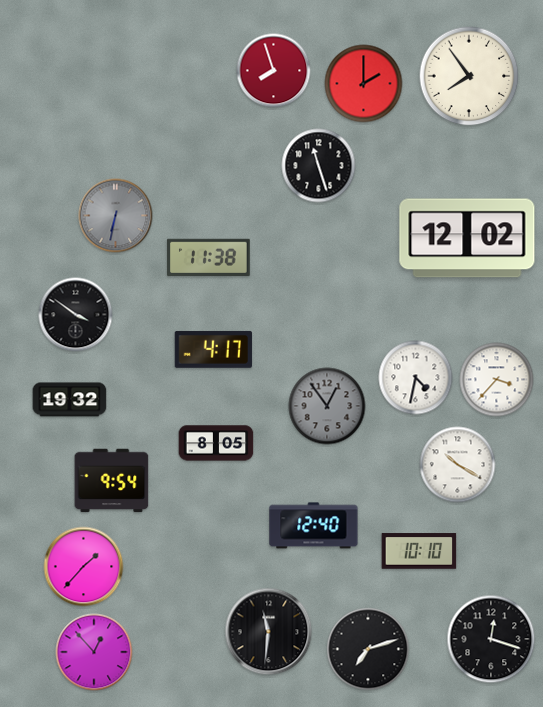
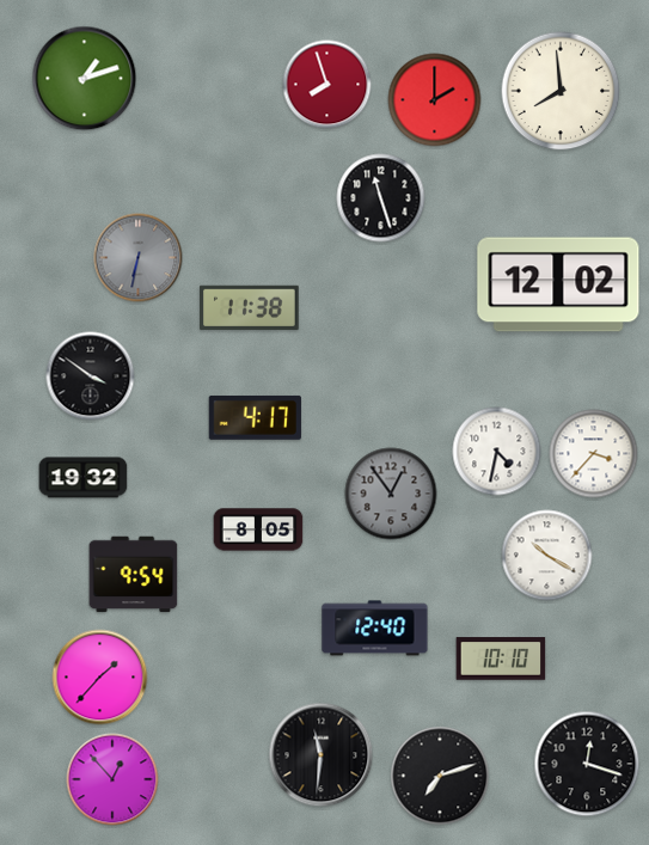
clock at (85, 79): none -> 1:12
clock at (469, 76): 7:54 -> 7:59
clock at (327, 406) position: (327, 406) -> (391, 494)
